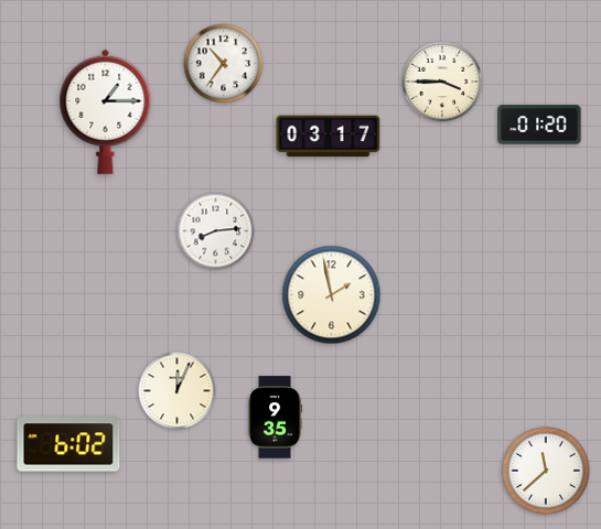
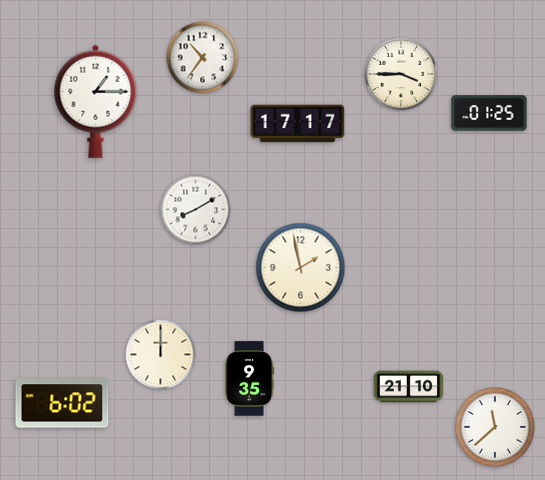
clock at (539, 125): 01:20 -> 01:25
clock at (329, 137): 03:17 -> 17:17
clock at (216, 231): 8:14 -> 8:10
clock at (178, 391): 12:04 -> 12:00
clock at (409, 387): none -> 21:10
